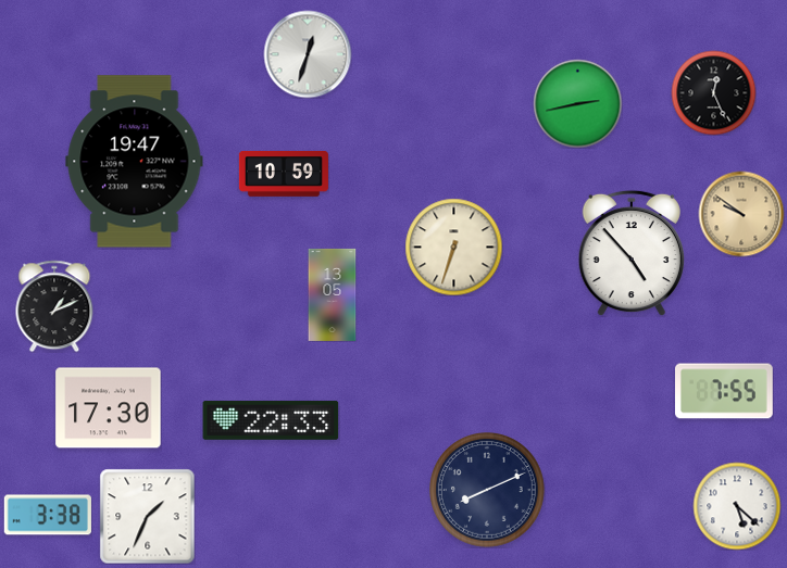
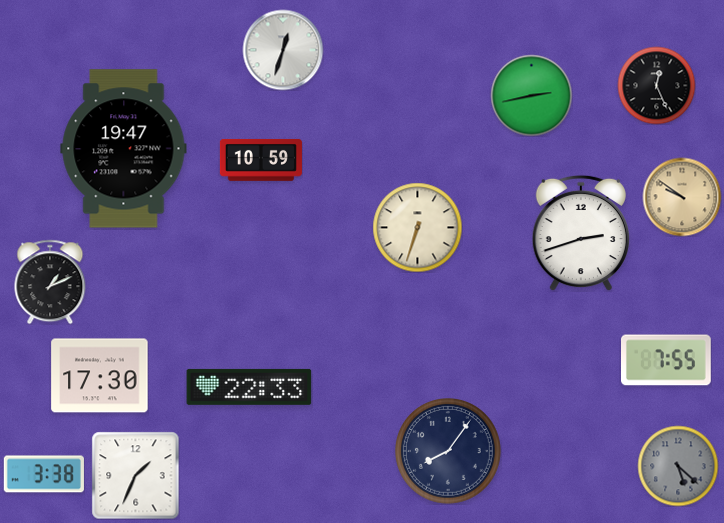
clock at (632, 253): 4:53 -> 2:42
clock at (333, 294): 13:05 -> none
clock at (488, 491): 8:11 -> 8:06
clock at (737, 506) dial: white -> grey
